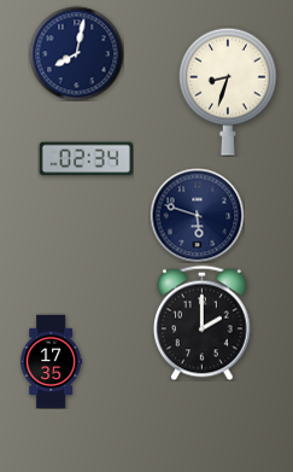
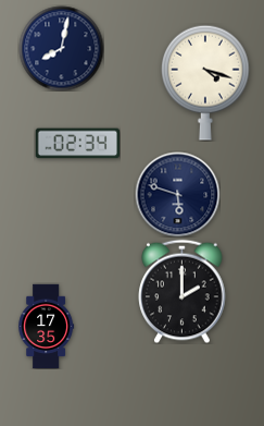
clock at (76, 53) position: (76, 53) -> (61, 48)
clock at (228, 92): 8:33 -> 4:18
